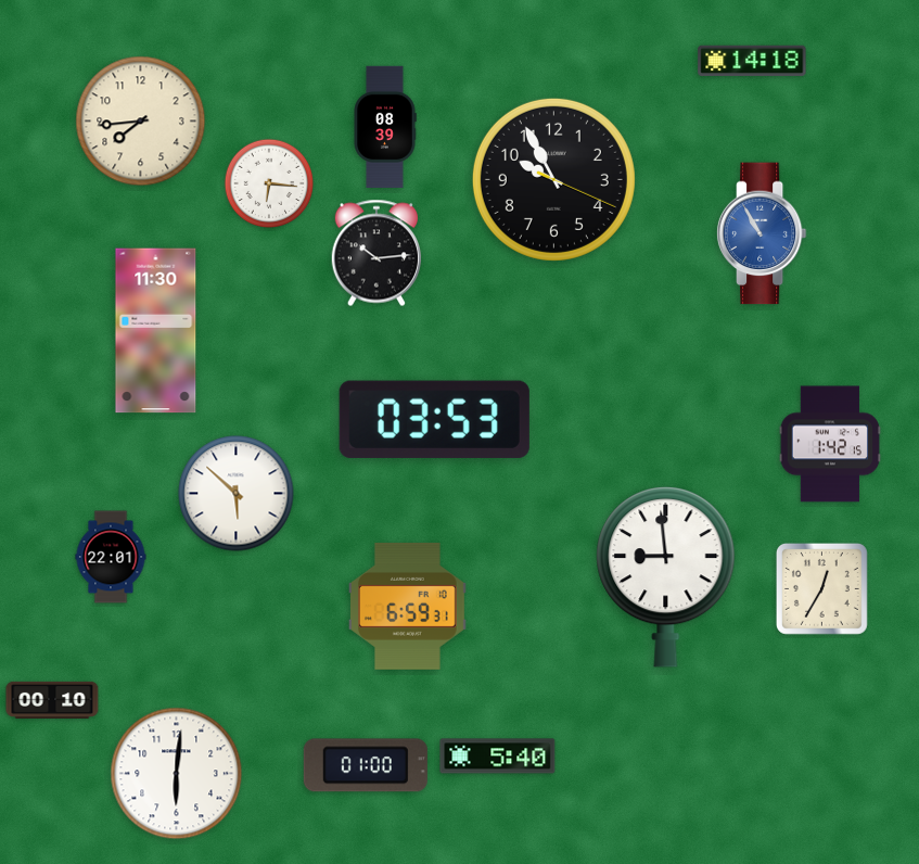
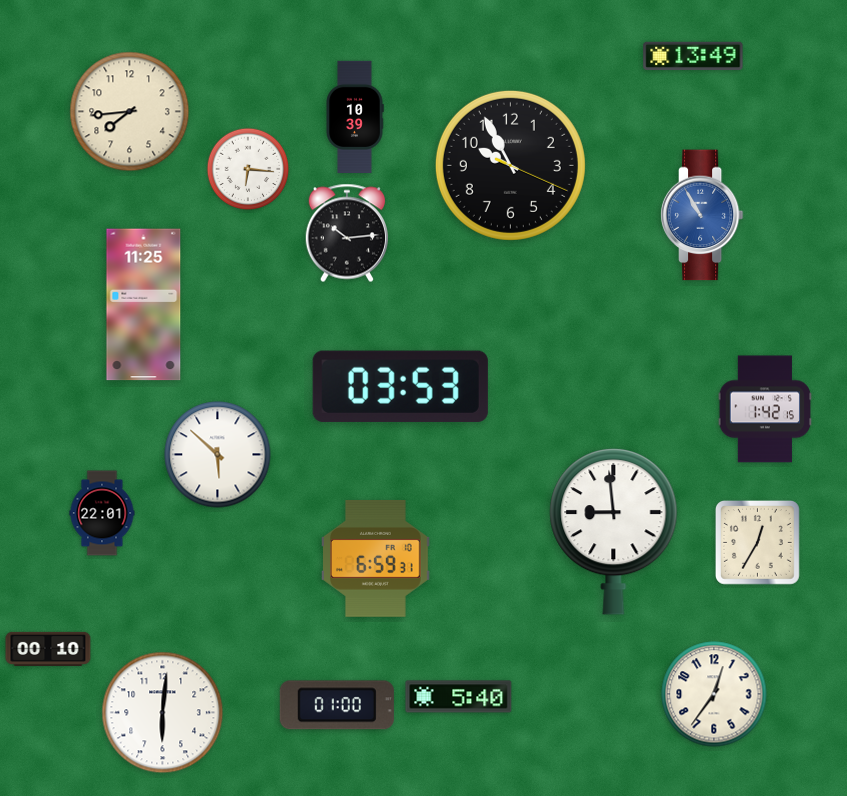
clock at (752, 61): 14:18 -> 13:49
clock at (385, 127): 08:39 -> 10:39
clock at (156, 331): 11:30 -> 11:25
clock at (52, 700) position: (52, 700) -> (48, 649)
clock at (714, 694): none -> 12:36
